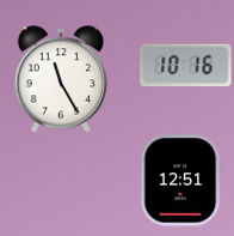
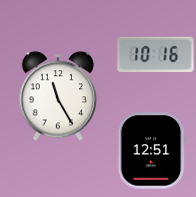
clock at (61, 79) position: (61, 79) -> (58, 96)
